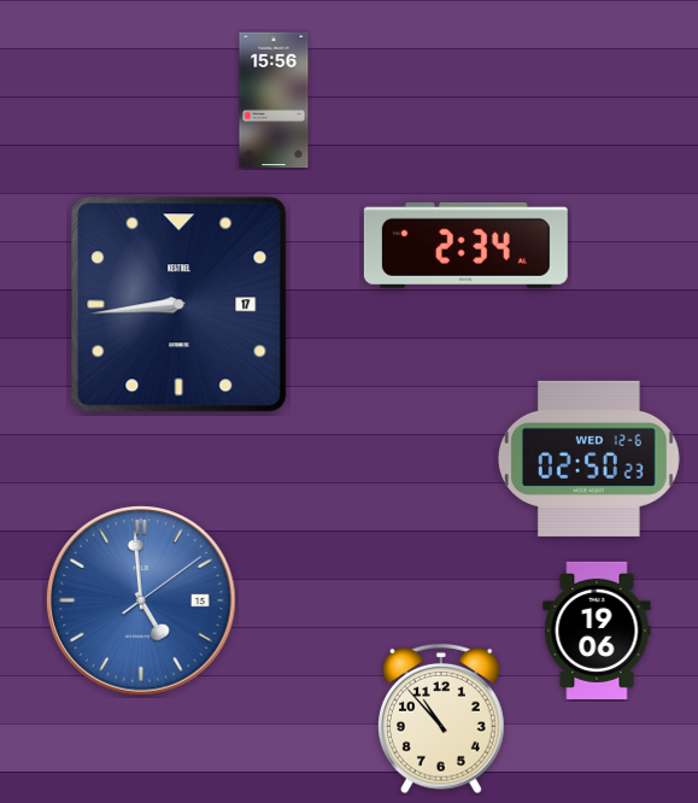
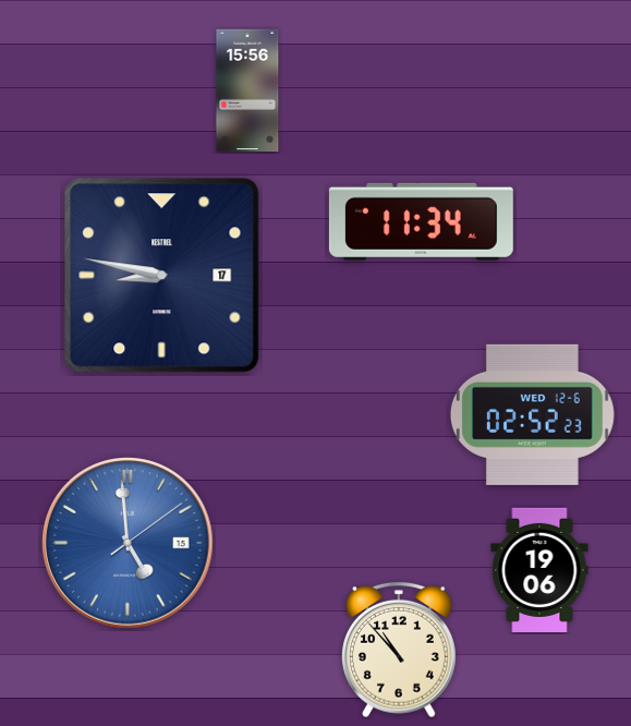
clock at (465, 245): 2:34 -> 11:34
clock at (180, 305): 8:44 -> 8:47
clock at (588, 458): 02:50 -> 02:52
